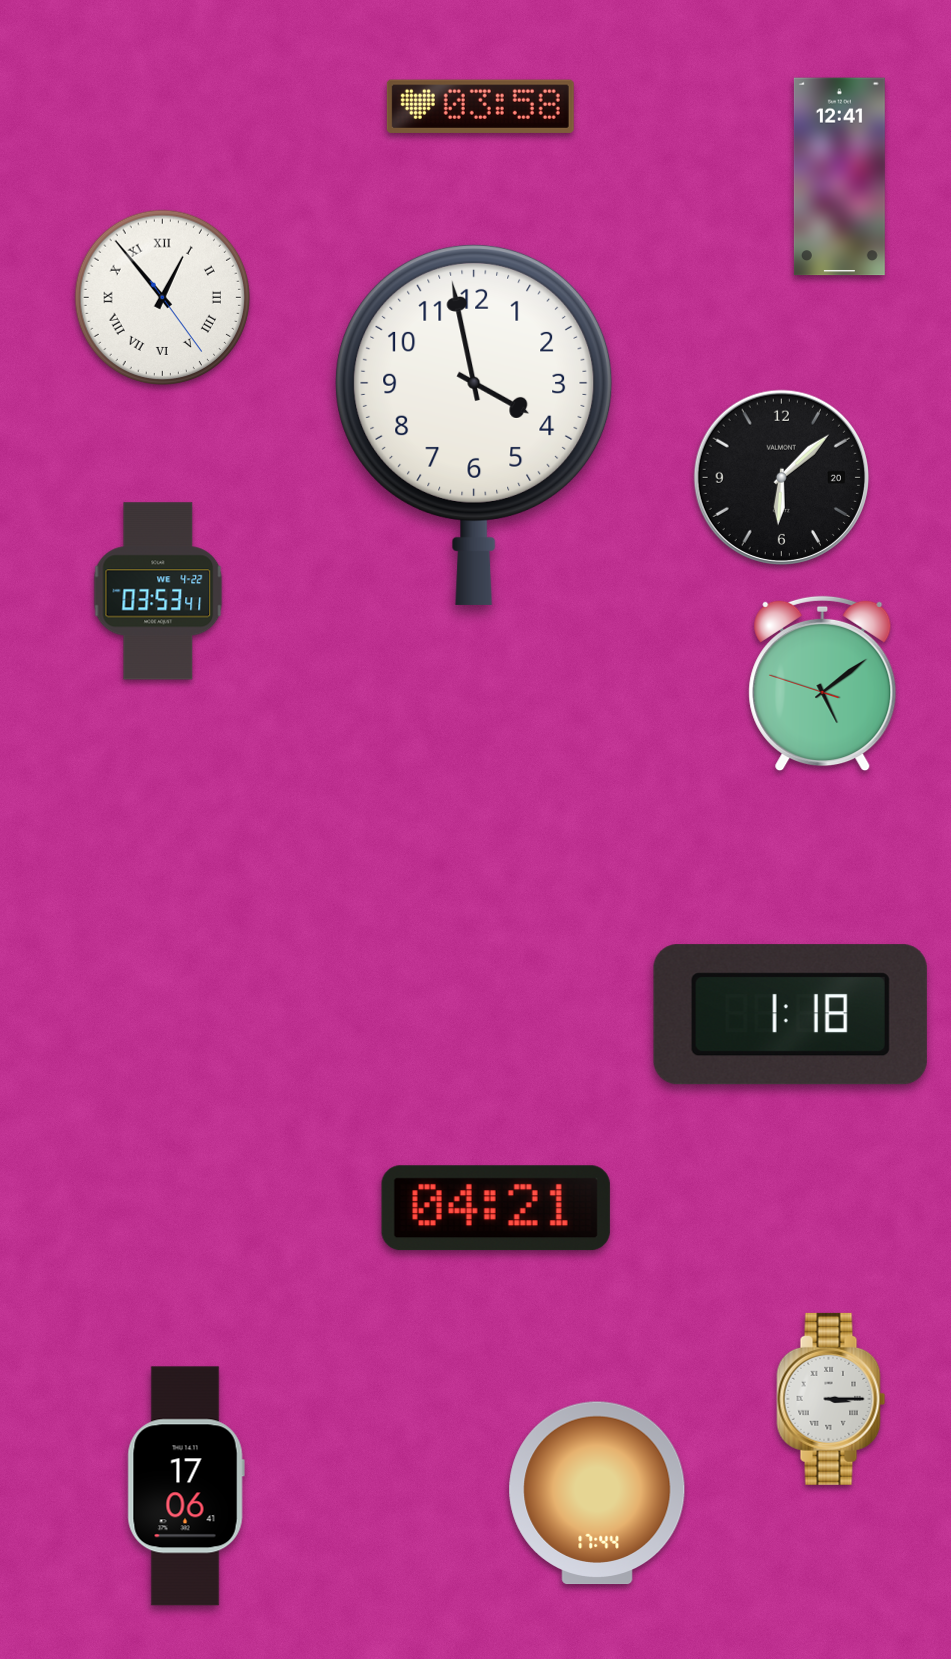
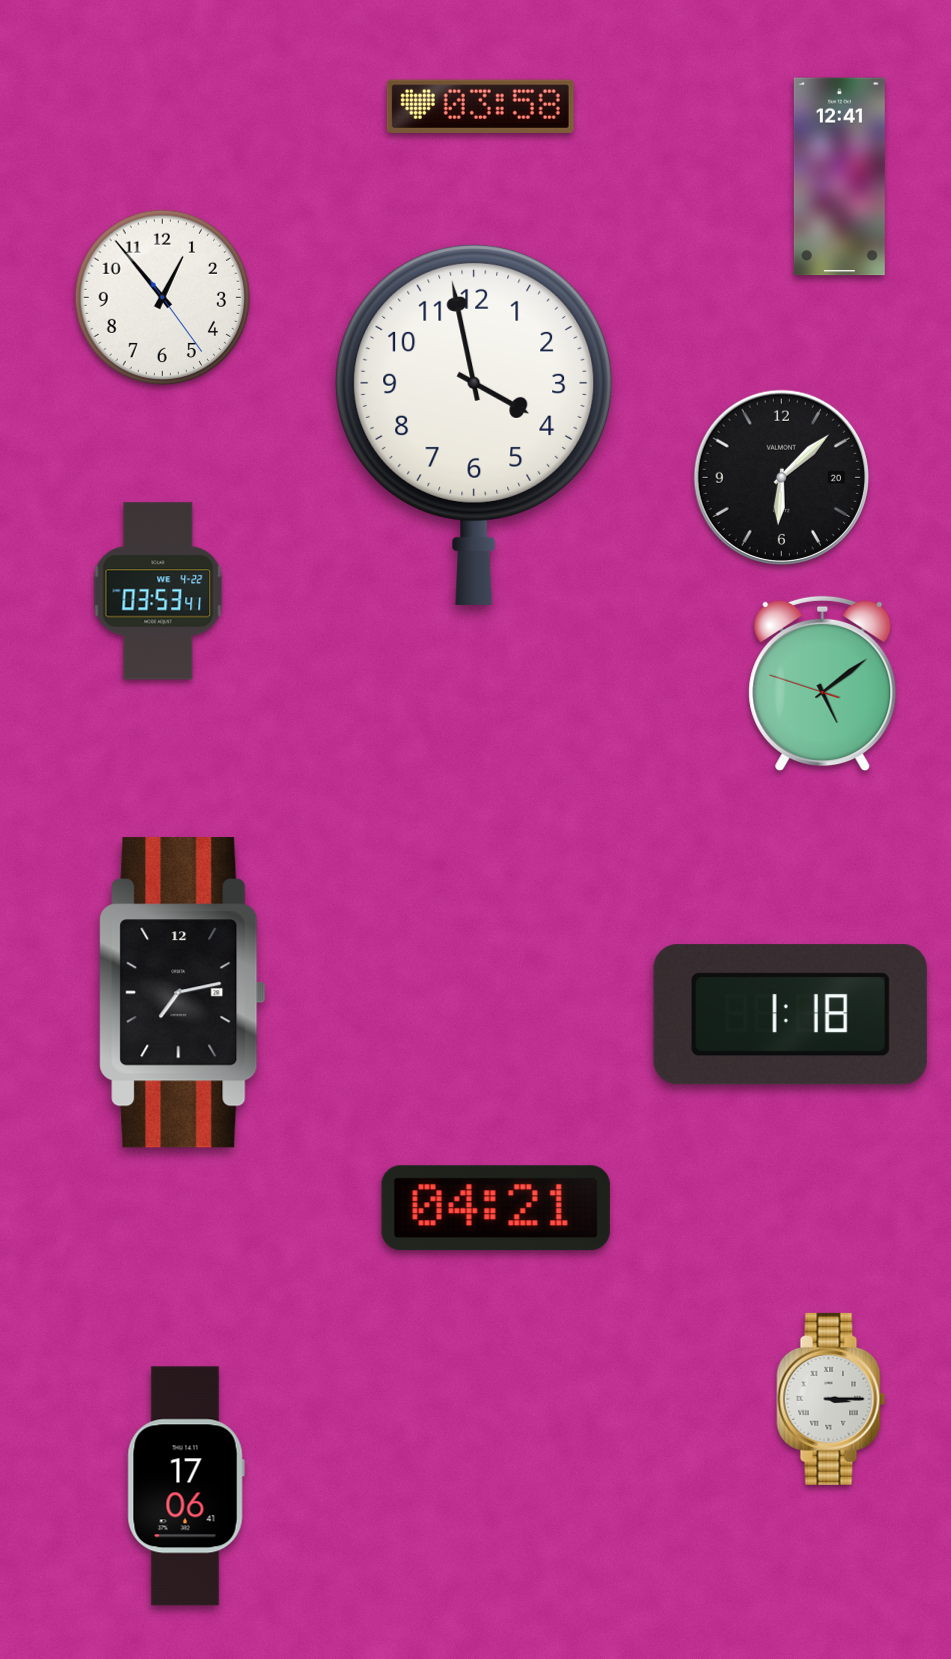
clock at (163, 298) numerals: Roman -> Arabic
clock at (183, 993): none -> 7:13
clock at (597, 1493): 17:44 -> none
